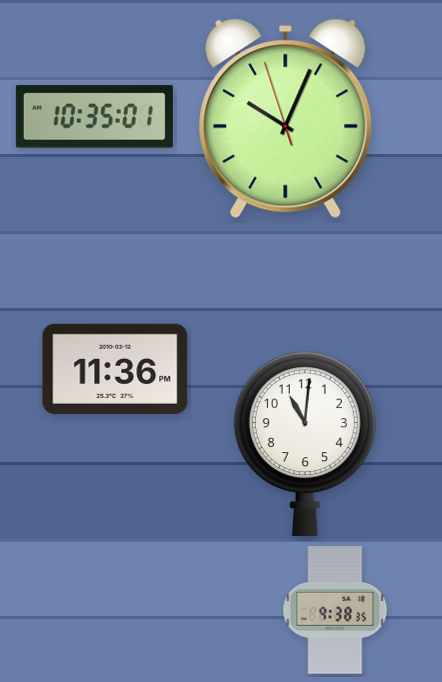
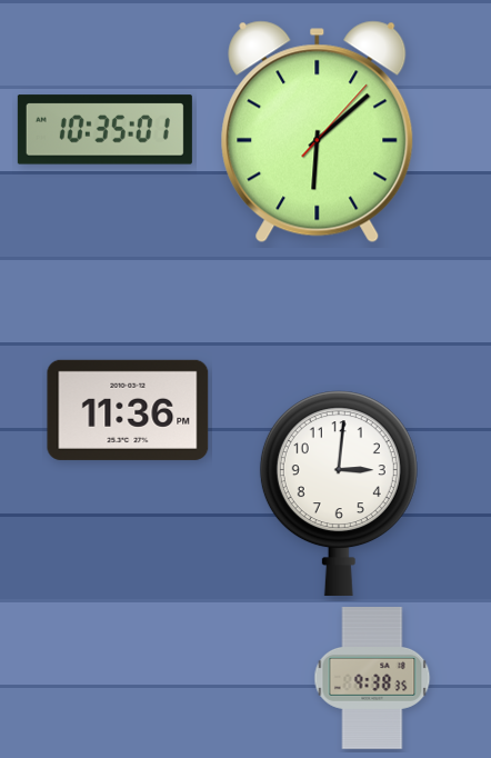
clock at (286, 119): 10:03 -> 6:08
clock at (305, 444): 11:01 -> 3:01
